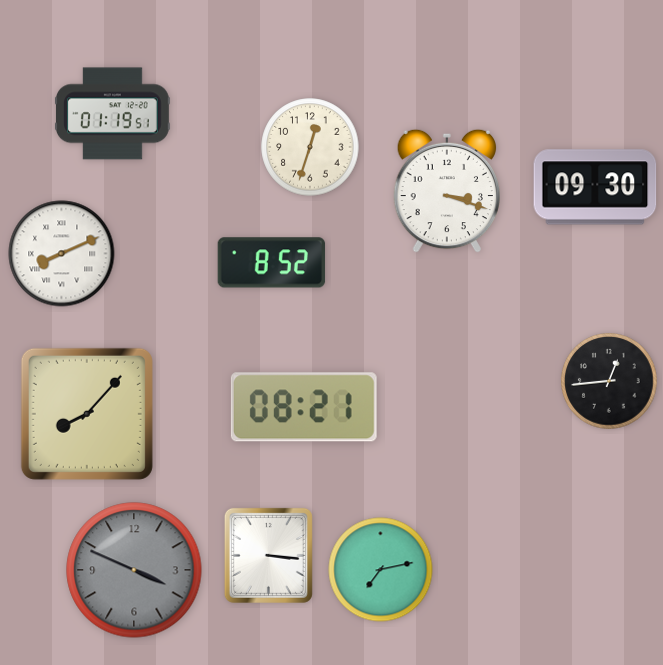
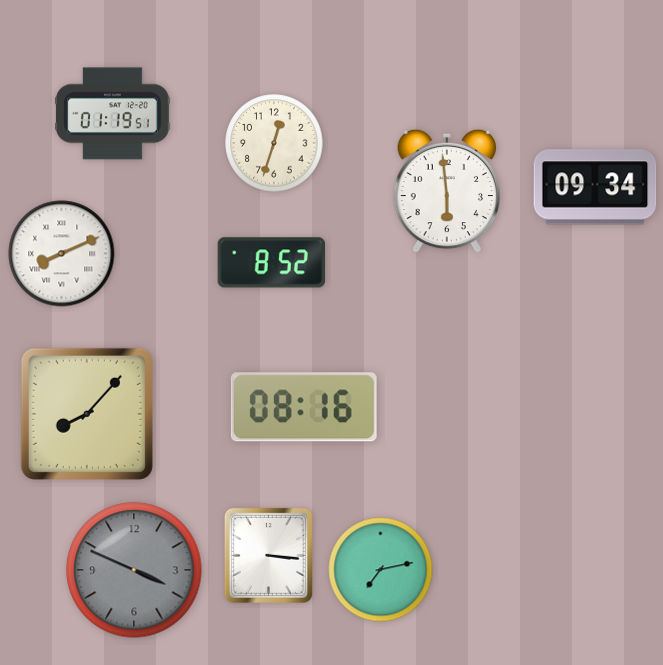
clock at (310, 147) position: (310, 147) -> (274, 143)
clock at (595, 187): 09:30 -> 09:34
clock at (446, 191): 3:18 -> 5:59
clock at (609, 381): 12:44 -> none
clock at (304, 407): 08:21 -> 08:16
